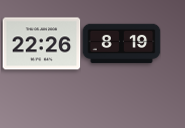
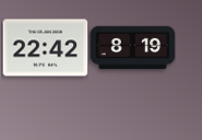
clock at (41, 44): 22:26 -> 22:42
